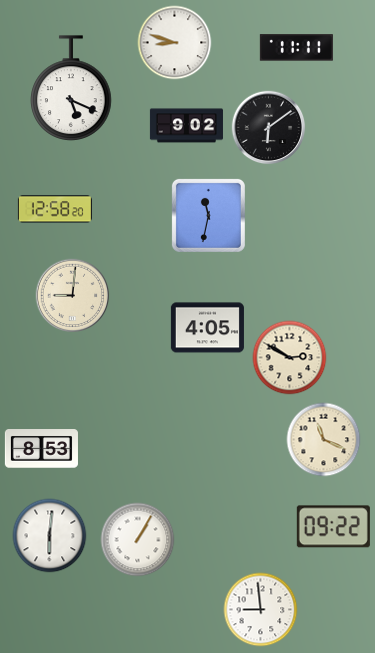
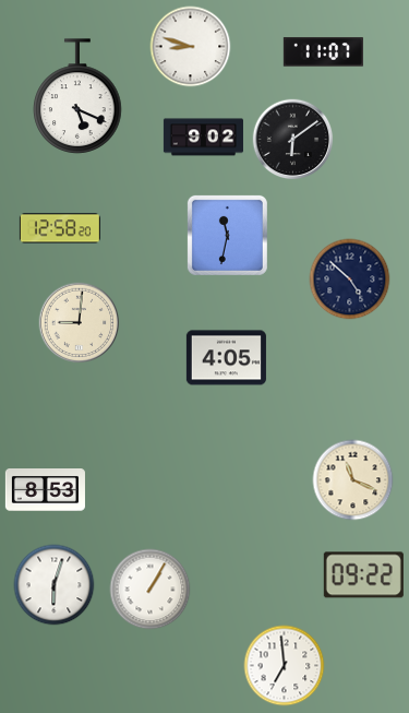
clock at (296, 48): 11:11 -> 11:07
clock at (350, 280): none -> 4:52
clock at (290, 358): 2:50 -> none
clock at (50, 536): 6:01 -> 6:03
clock at (261, 610): 8:59 -> 6:59
